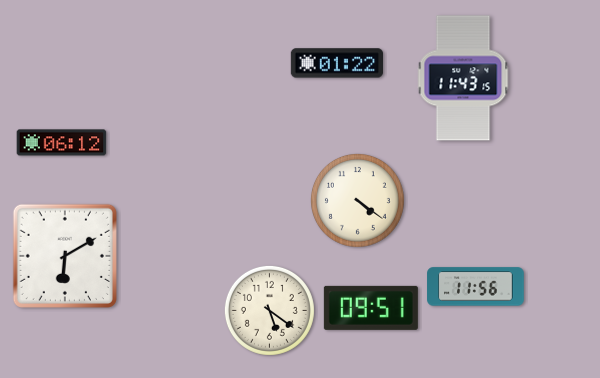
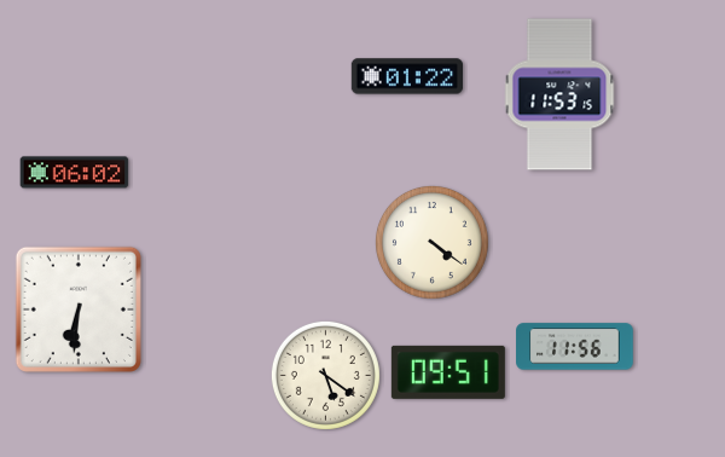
clock at (463, 78): 11:43 -> 11:53
clock at (62, 143): 06:12 -> 06:02
clock at (65, 256): 6:10 -> 6:31
